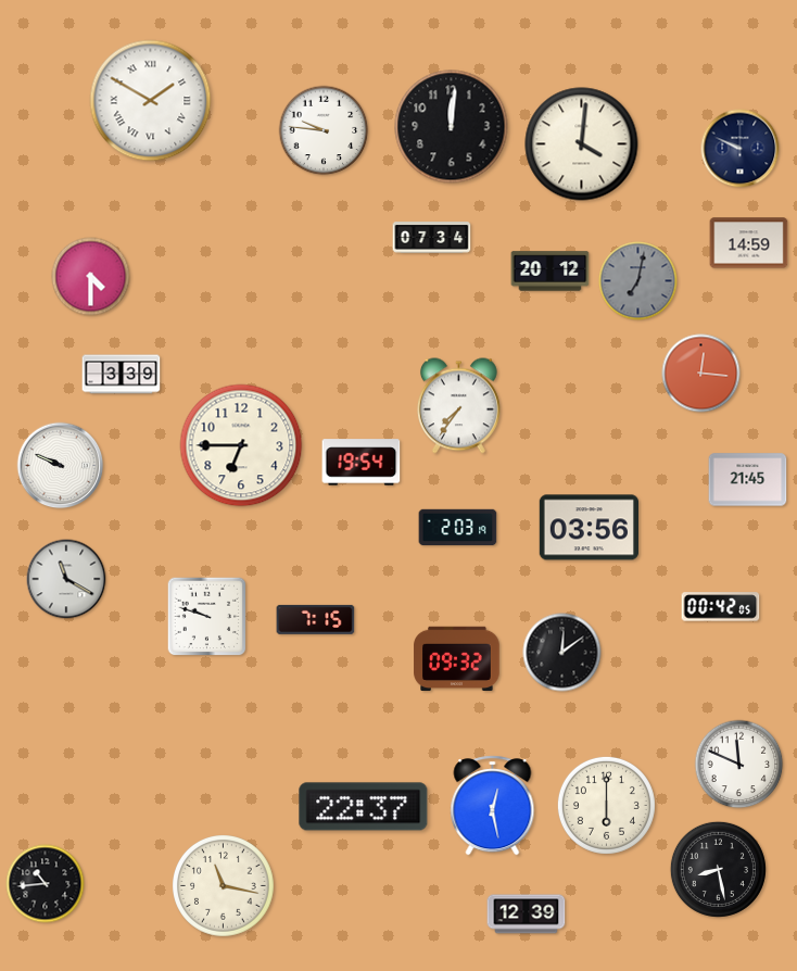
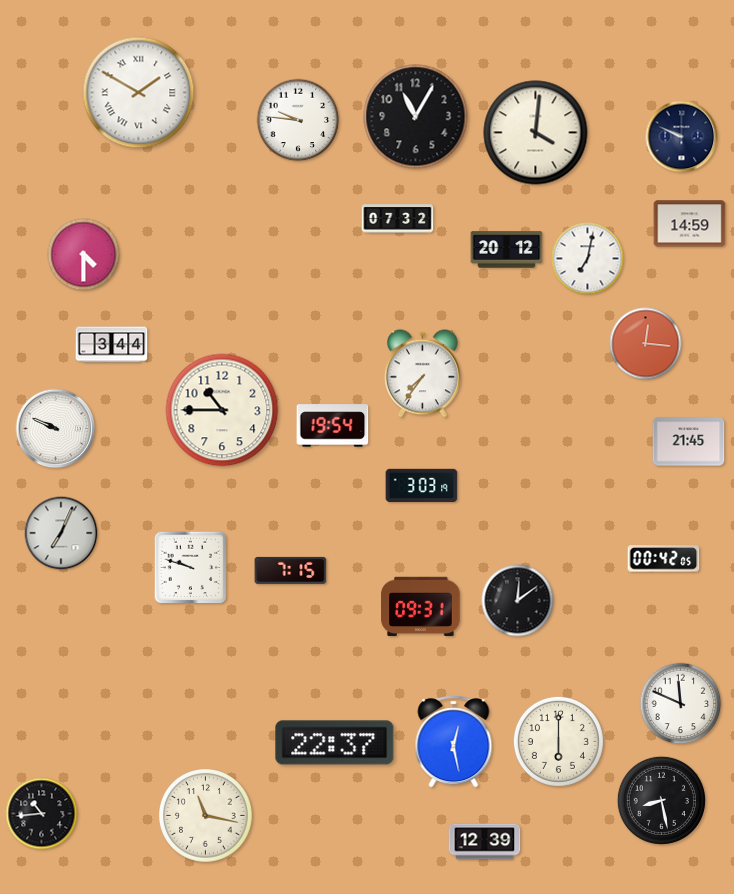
clock at (452, 127): 12:01 -> 11:05
clock at (432, 238): 07:34 -> 07:32
clock at (638, 281) dial: grey -> white
clock at (122, 375): 3:39 -> 3:44
clock at (241, 445): 6:45 -> 10:45
clock at (458, 528): 2:03 -> 3:03
clock at (589, 528): 03:56 -> none
clock at (66, 579): 11:20 -> 7:04
clock at (457, 659): 09:32 -> 09:31
